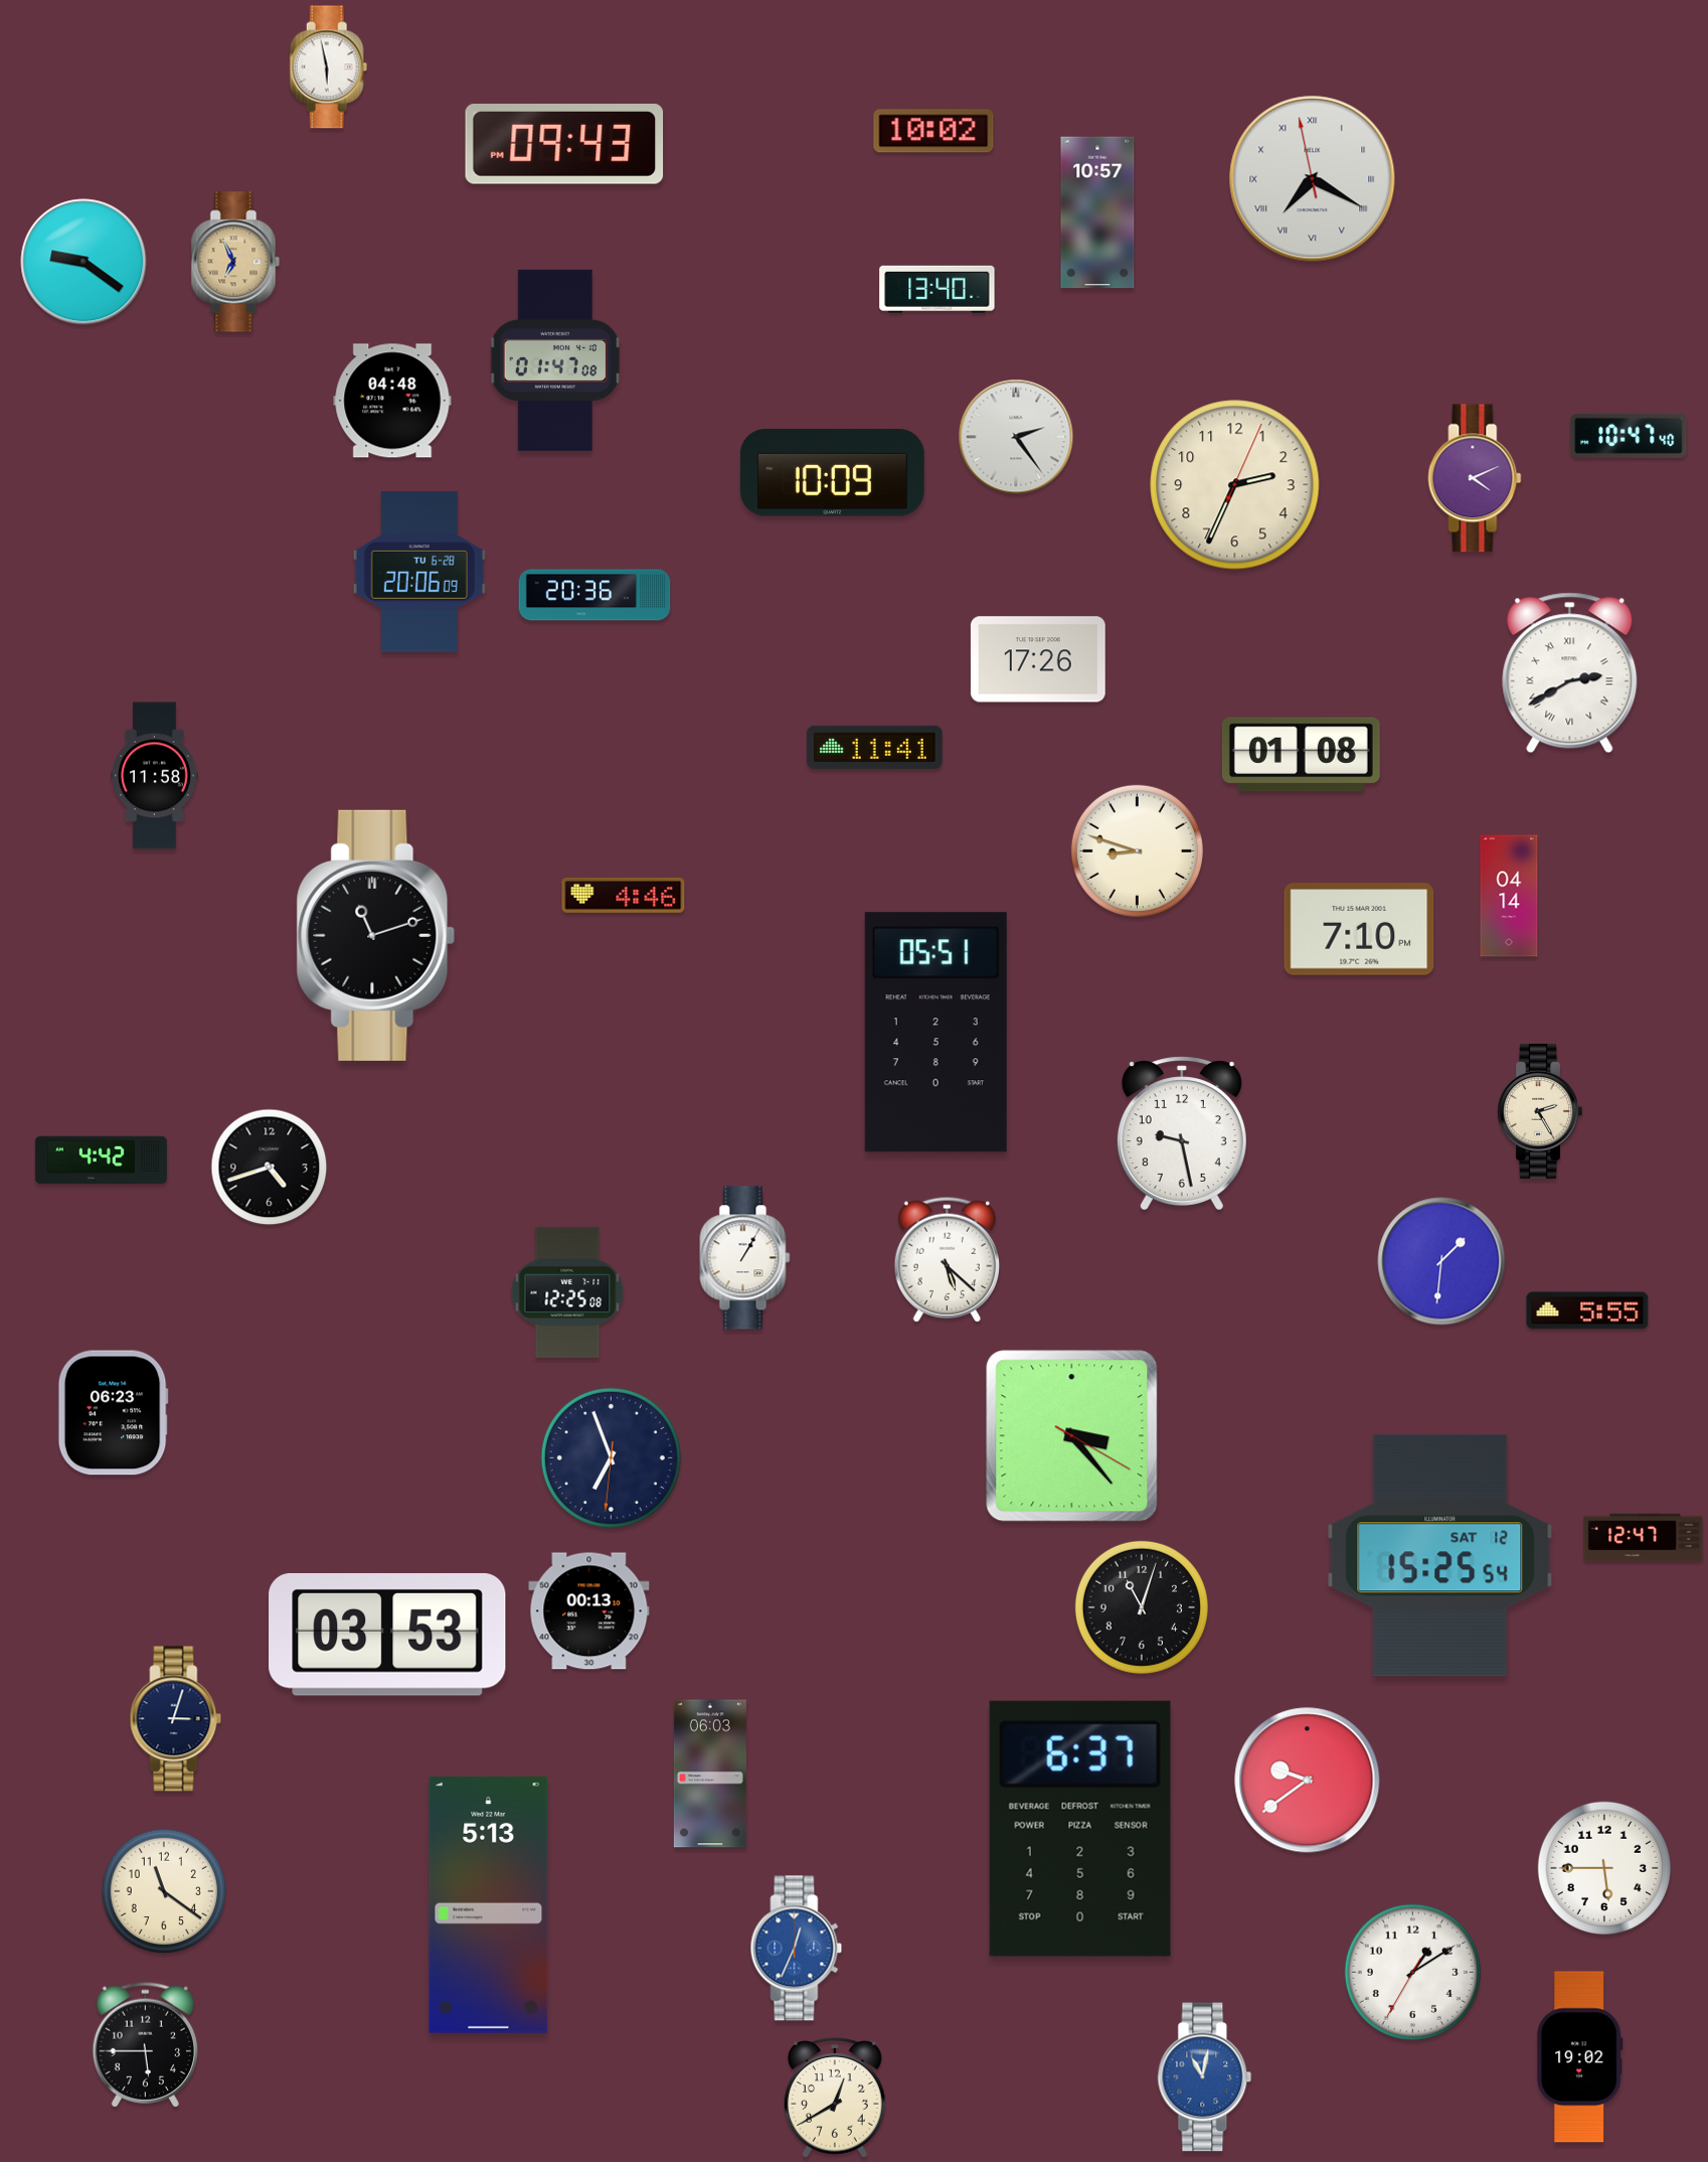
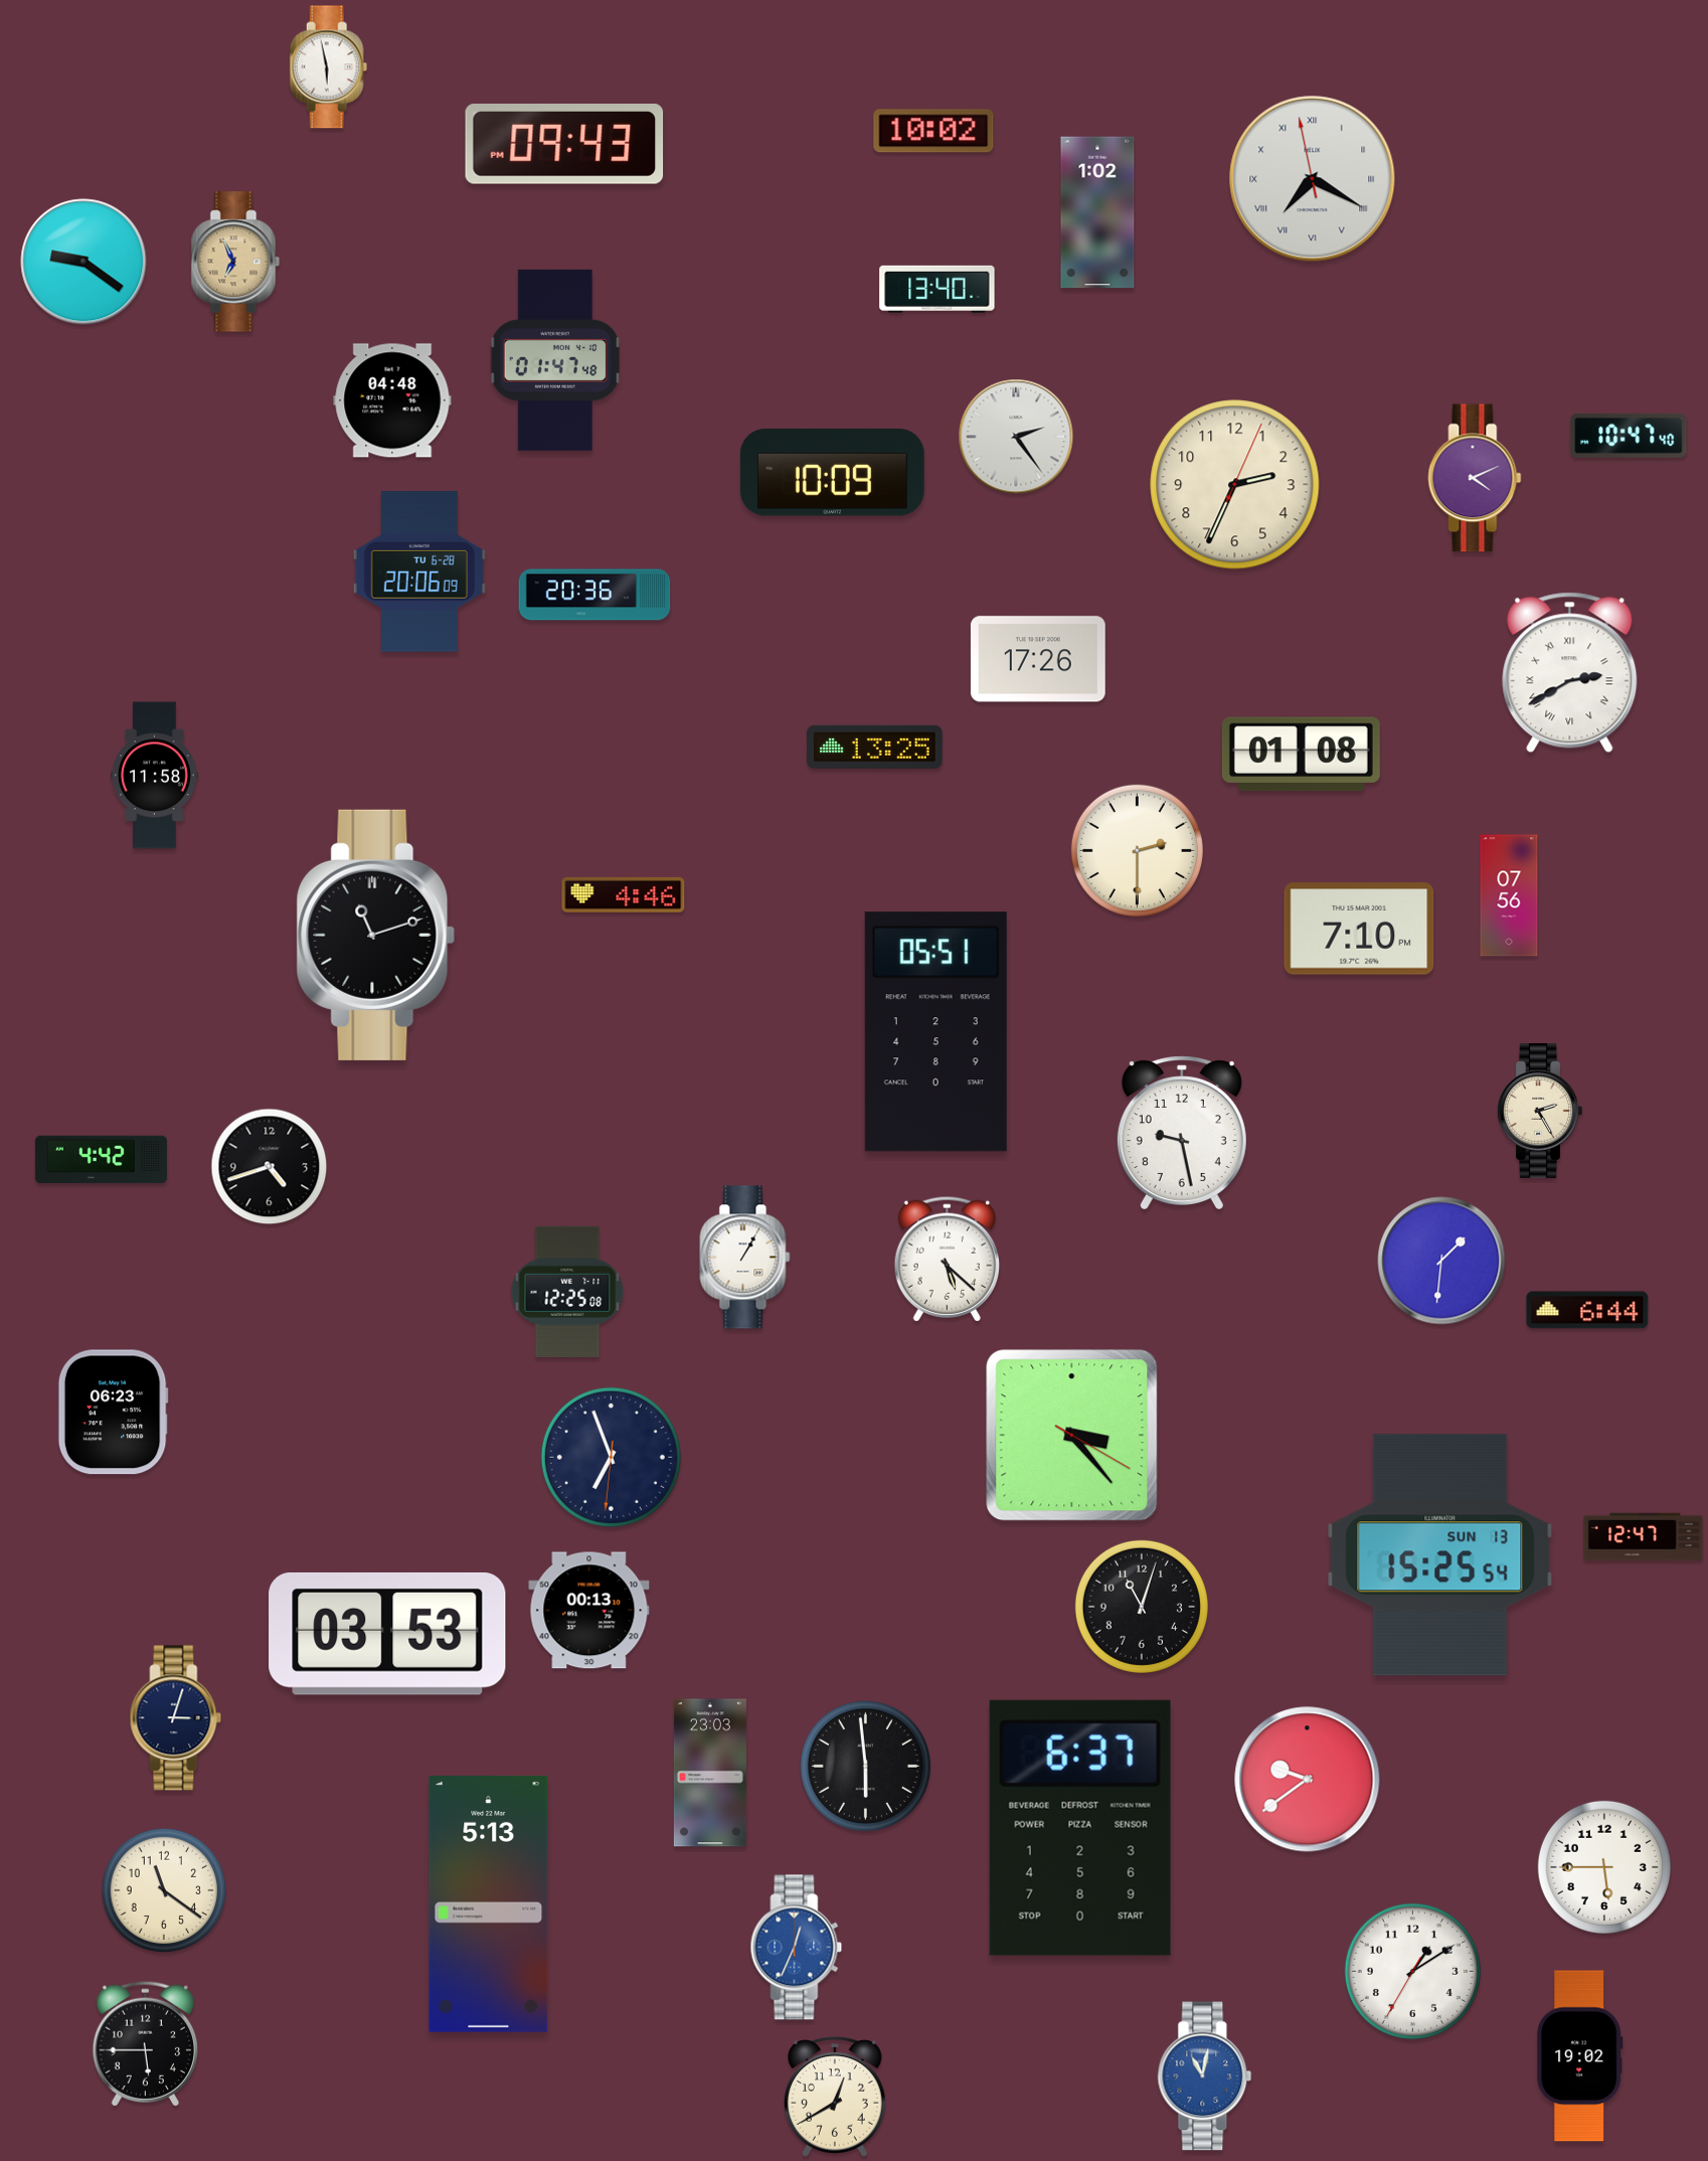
clock at (1097, 212): 10:57 -> 1:02
clock at (555, 360): 01:47:08 -> 01:47:48
clock at (874, 747): 11:41 -> 13:25
clock at (1137, 851): 8:48 -> 2:30
clock at (1509, 896): 04:14 -> 07:56
clock at (1587, 1310): 5:55 -> 6:44
clock at (1440, 1556) date: SAT 12 -> SUN 13
clock at (865, 1766): none -> 5:59
clock at (710, 1773): 06:03 -> 23:03
